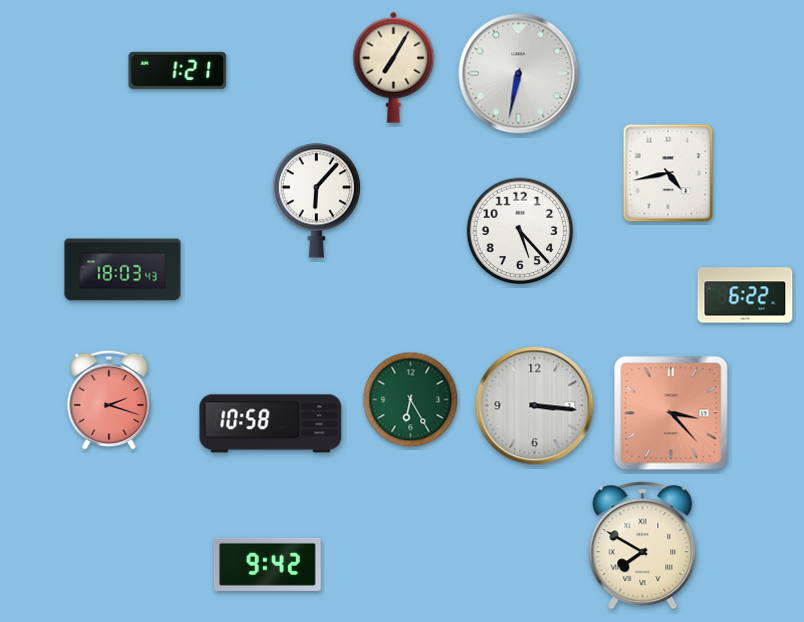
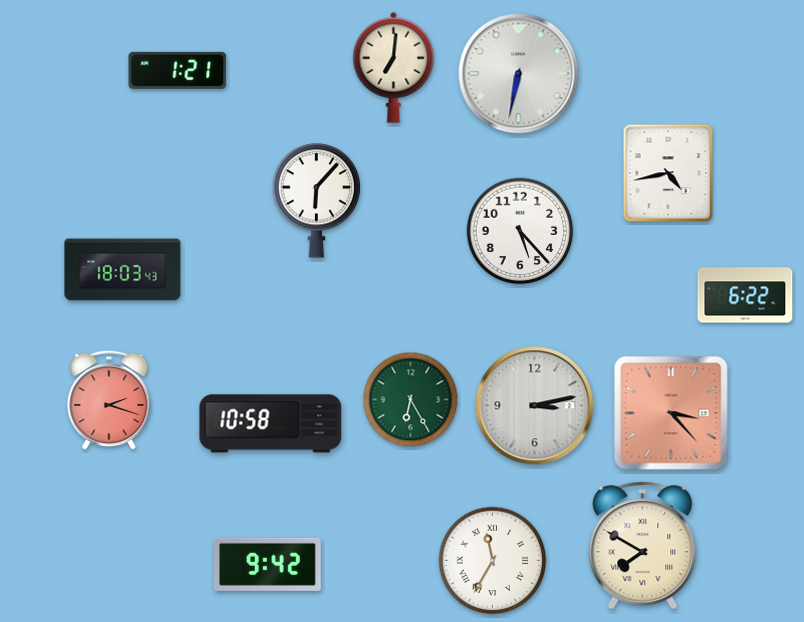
clock at (394, 67): 7:05 -> 7:01
clock at (535, 406): 3:16 -> 3:13
clock at (493, 561): none -> 11:35
